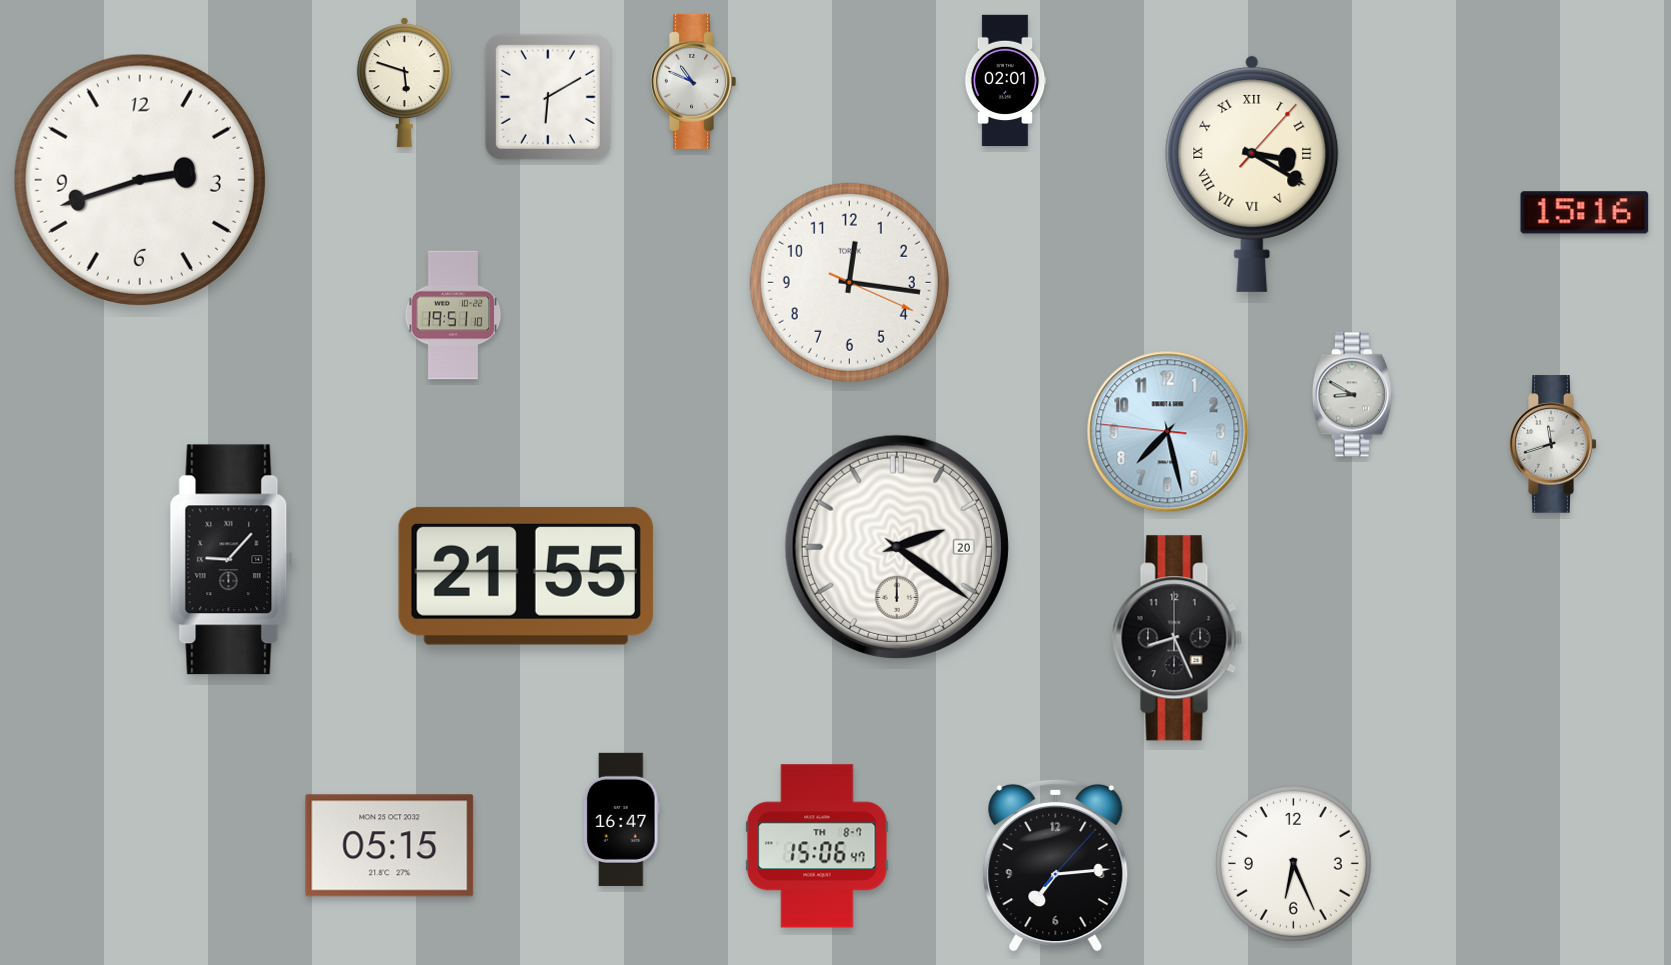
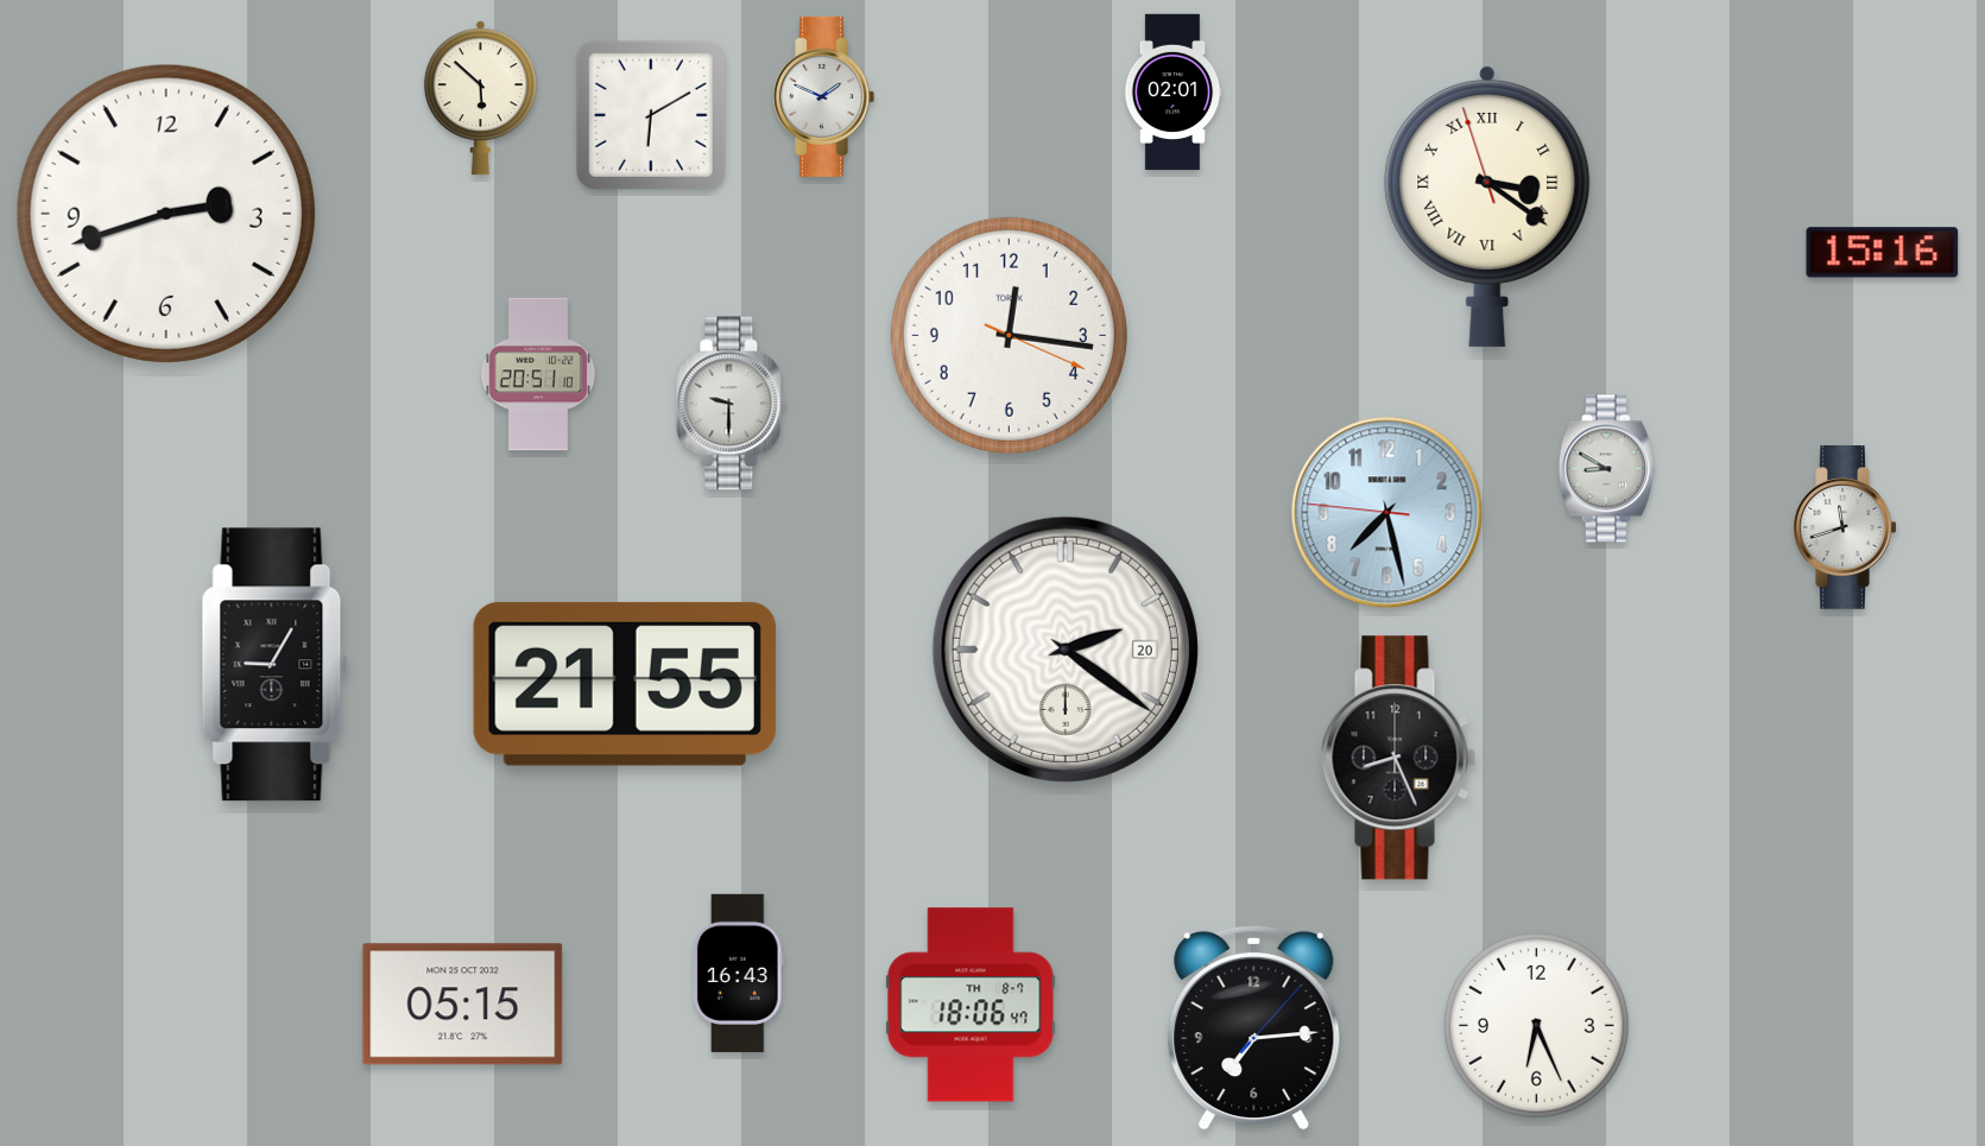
clock at (693, 81): 10:49 -> 1:49
clock at (1005, 81) position: (1005, 81) -> (1172, 93)
clock at (404, 83): 5:48 -> 5:52
clock at (1252, 173): 3:20:07 -> 3:20:57
clock at (453, 315): 19:51 -> 20:51
clock at (732, 404): none -> 9:30
clock at (232, 560): 9:07 -> 9:05
clock at (621, 819): 16:47 -> 16:43
clock at (817, 846): 15:06 -> 18:06
